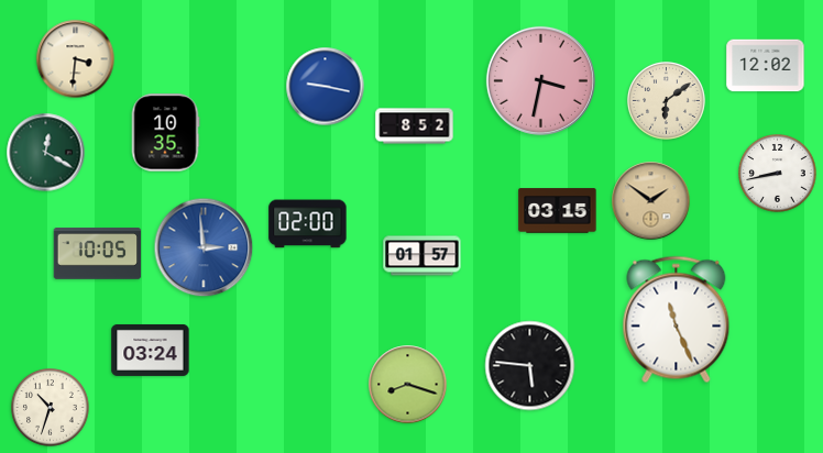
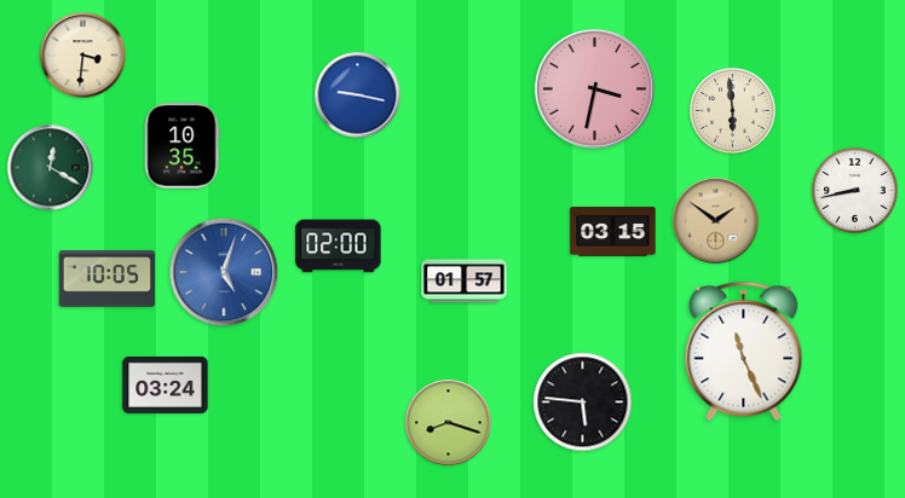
clock at (76, 59) position: (76, 59) -> (83, 56)
clock at (766, 66): 12:02 -> none
clock at (667, 101): 6:09 -> 5:59
clock at (415, 126): 8:52 -> none
clock at (204, 247): 2:59 -> 5:03
clock at (51, 408): 10:33 -> none
